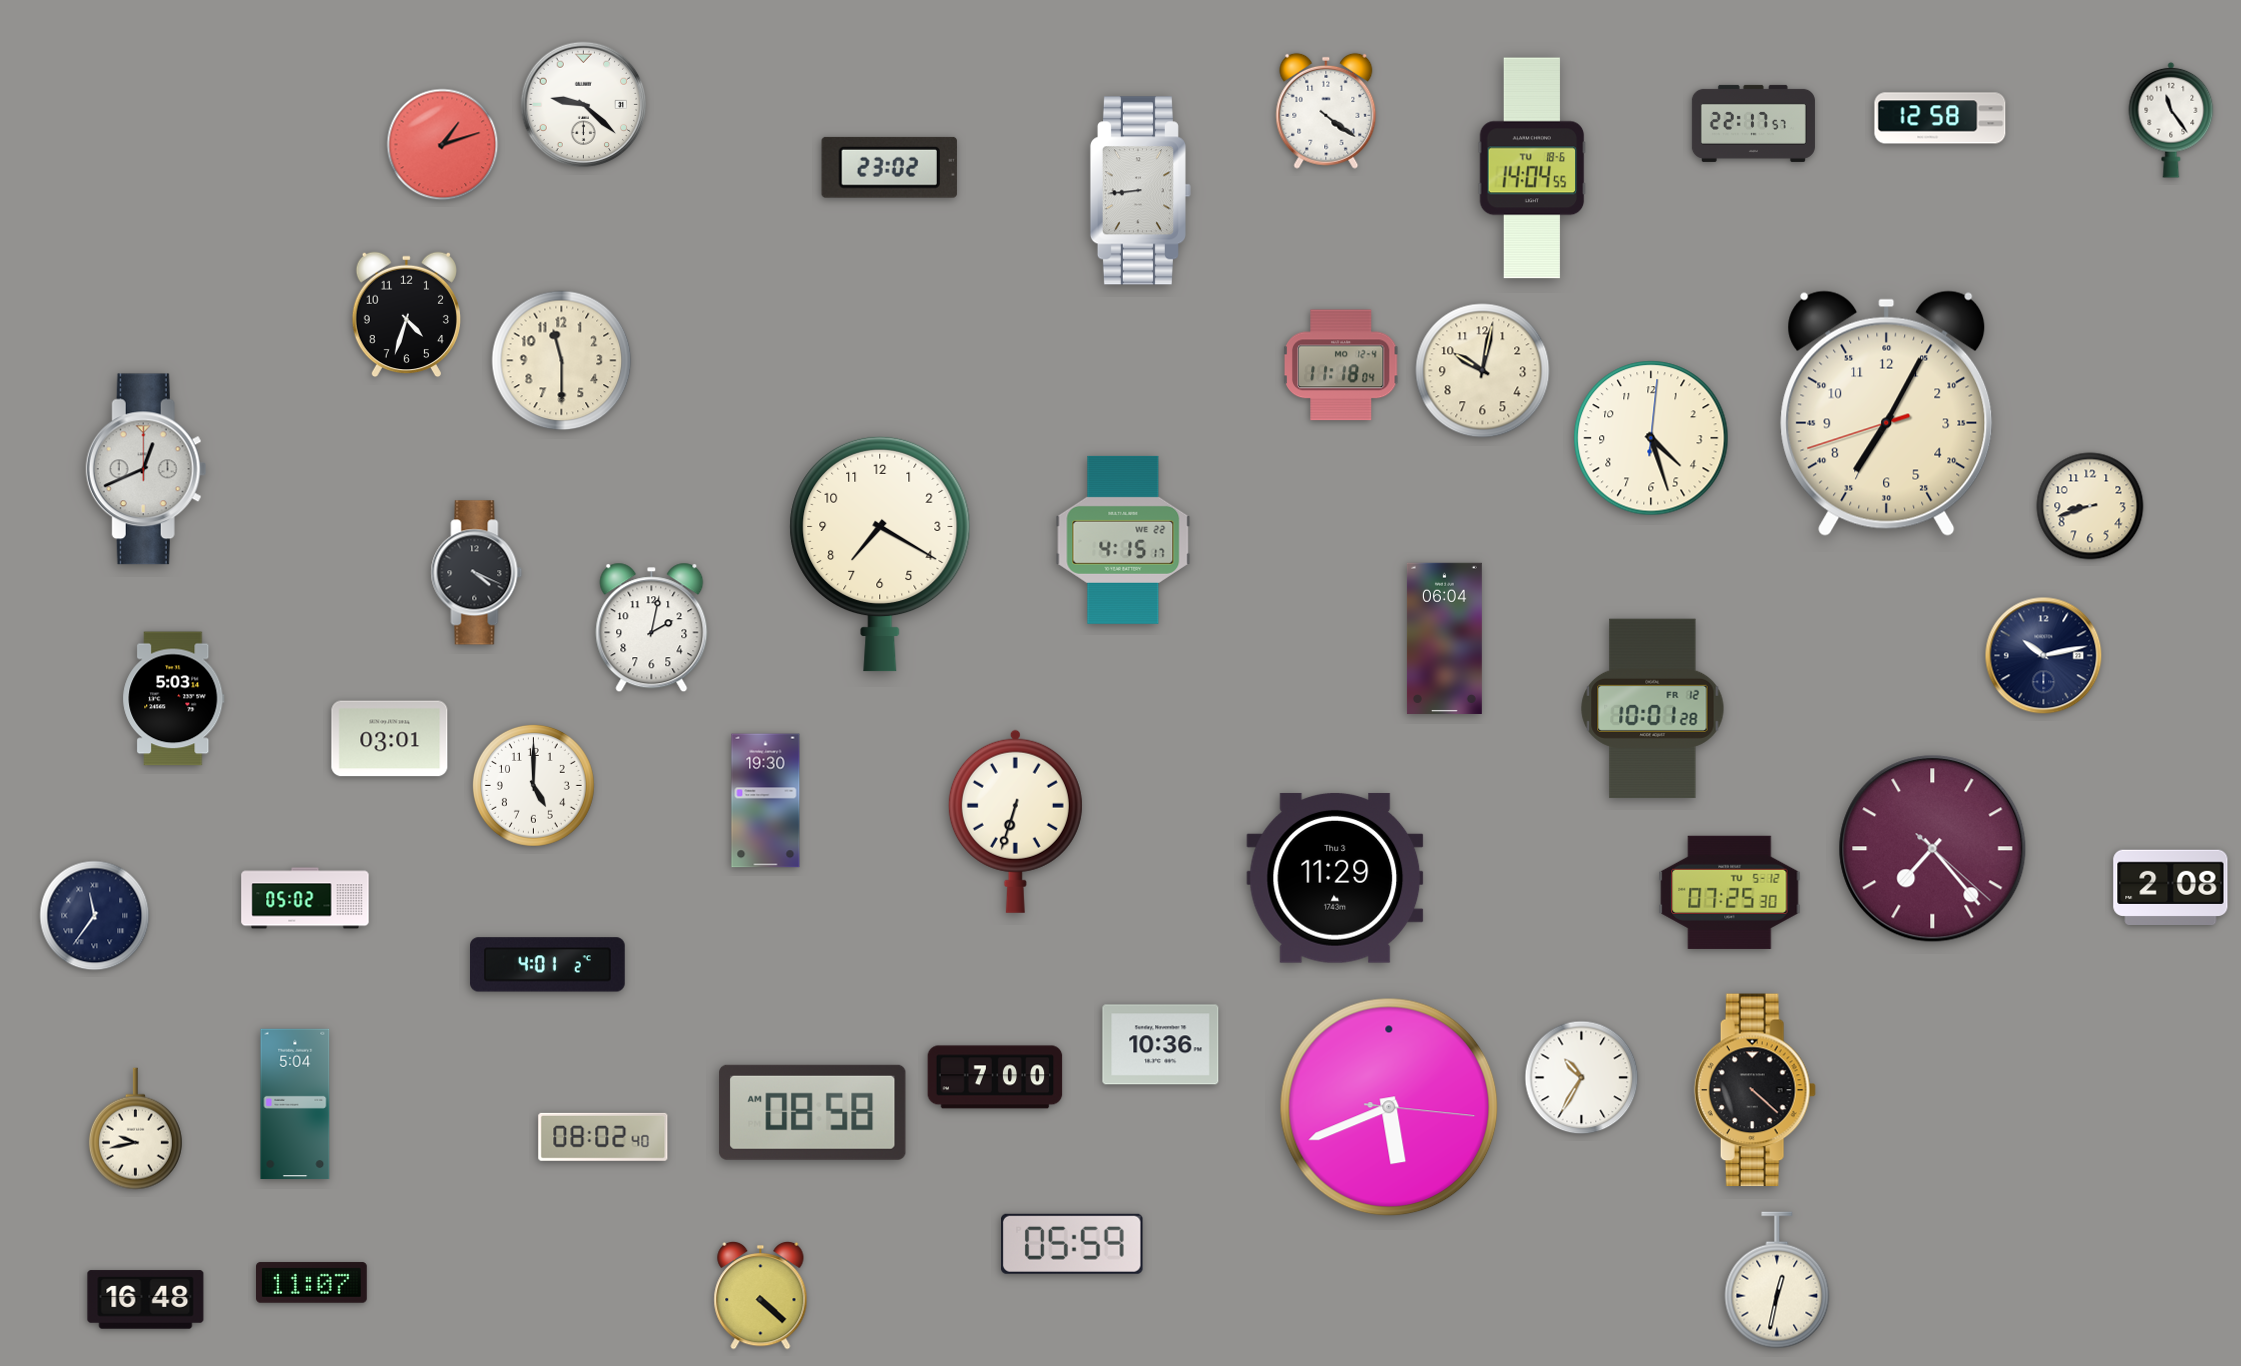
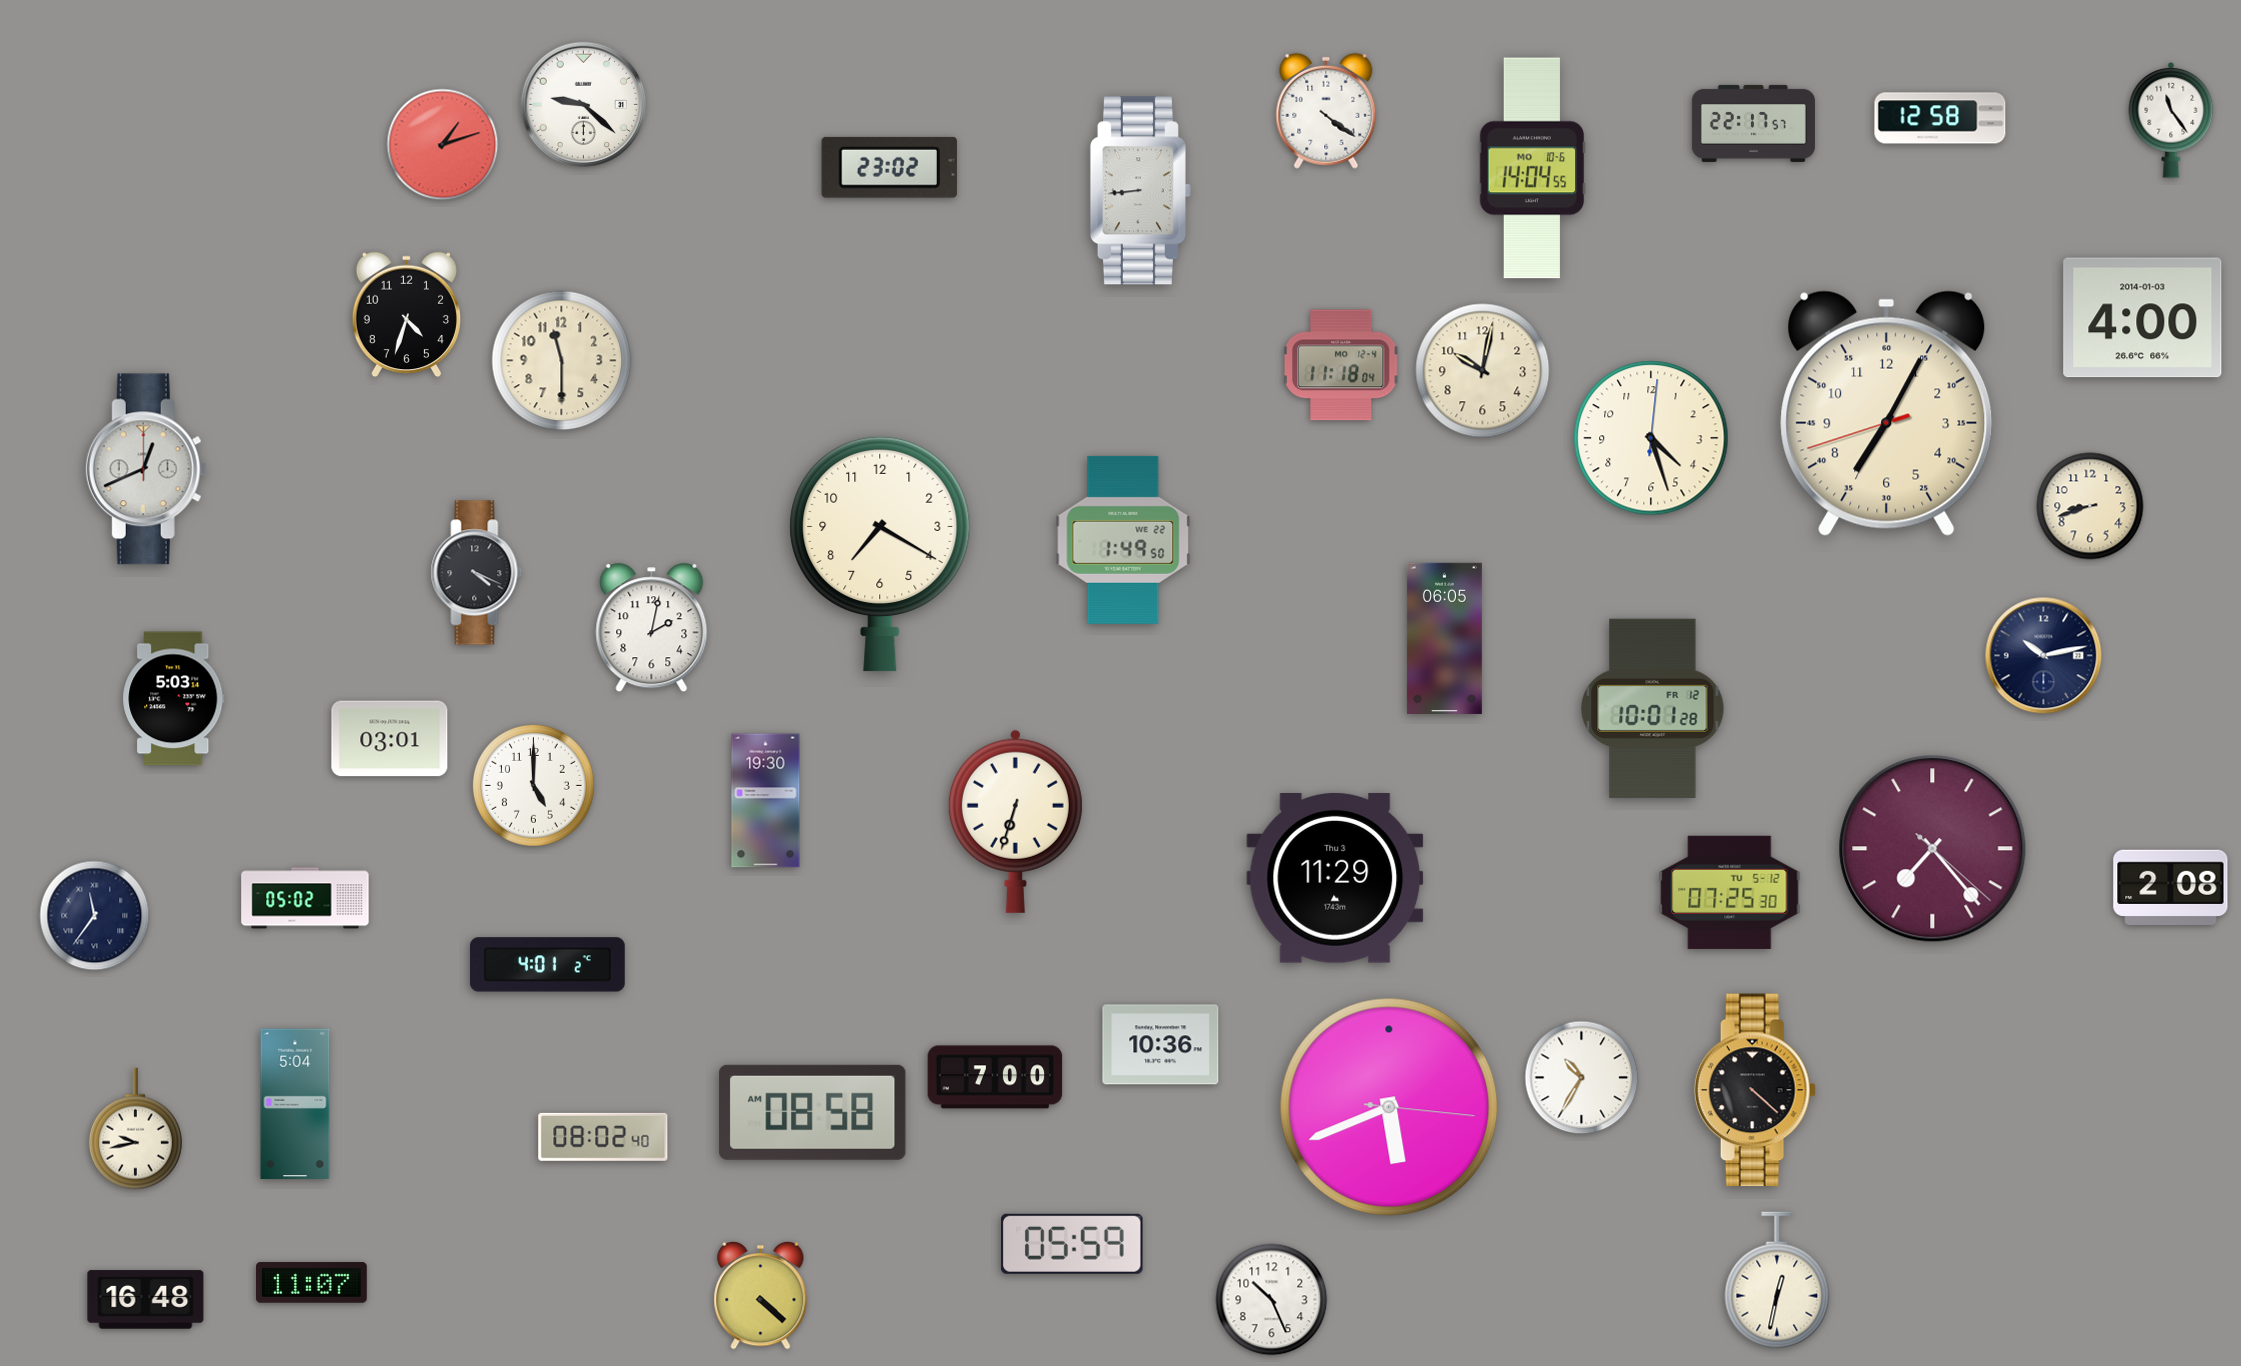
clock at (1532, 168) date: TU 18-6 -> MO 10-6
clock at (2143, 318): none -> 4:00
clock at (1123, 540): 4:15 -> 1:49
clock at (1444, 638): 06:04 -> 06:05
clock at (1272, 1300): none -> 10:26
